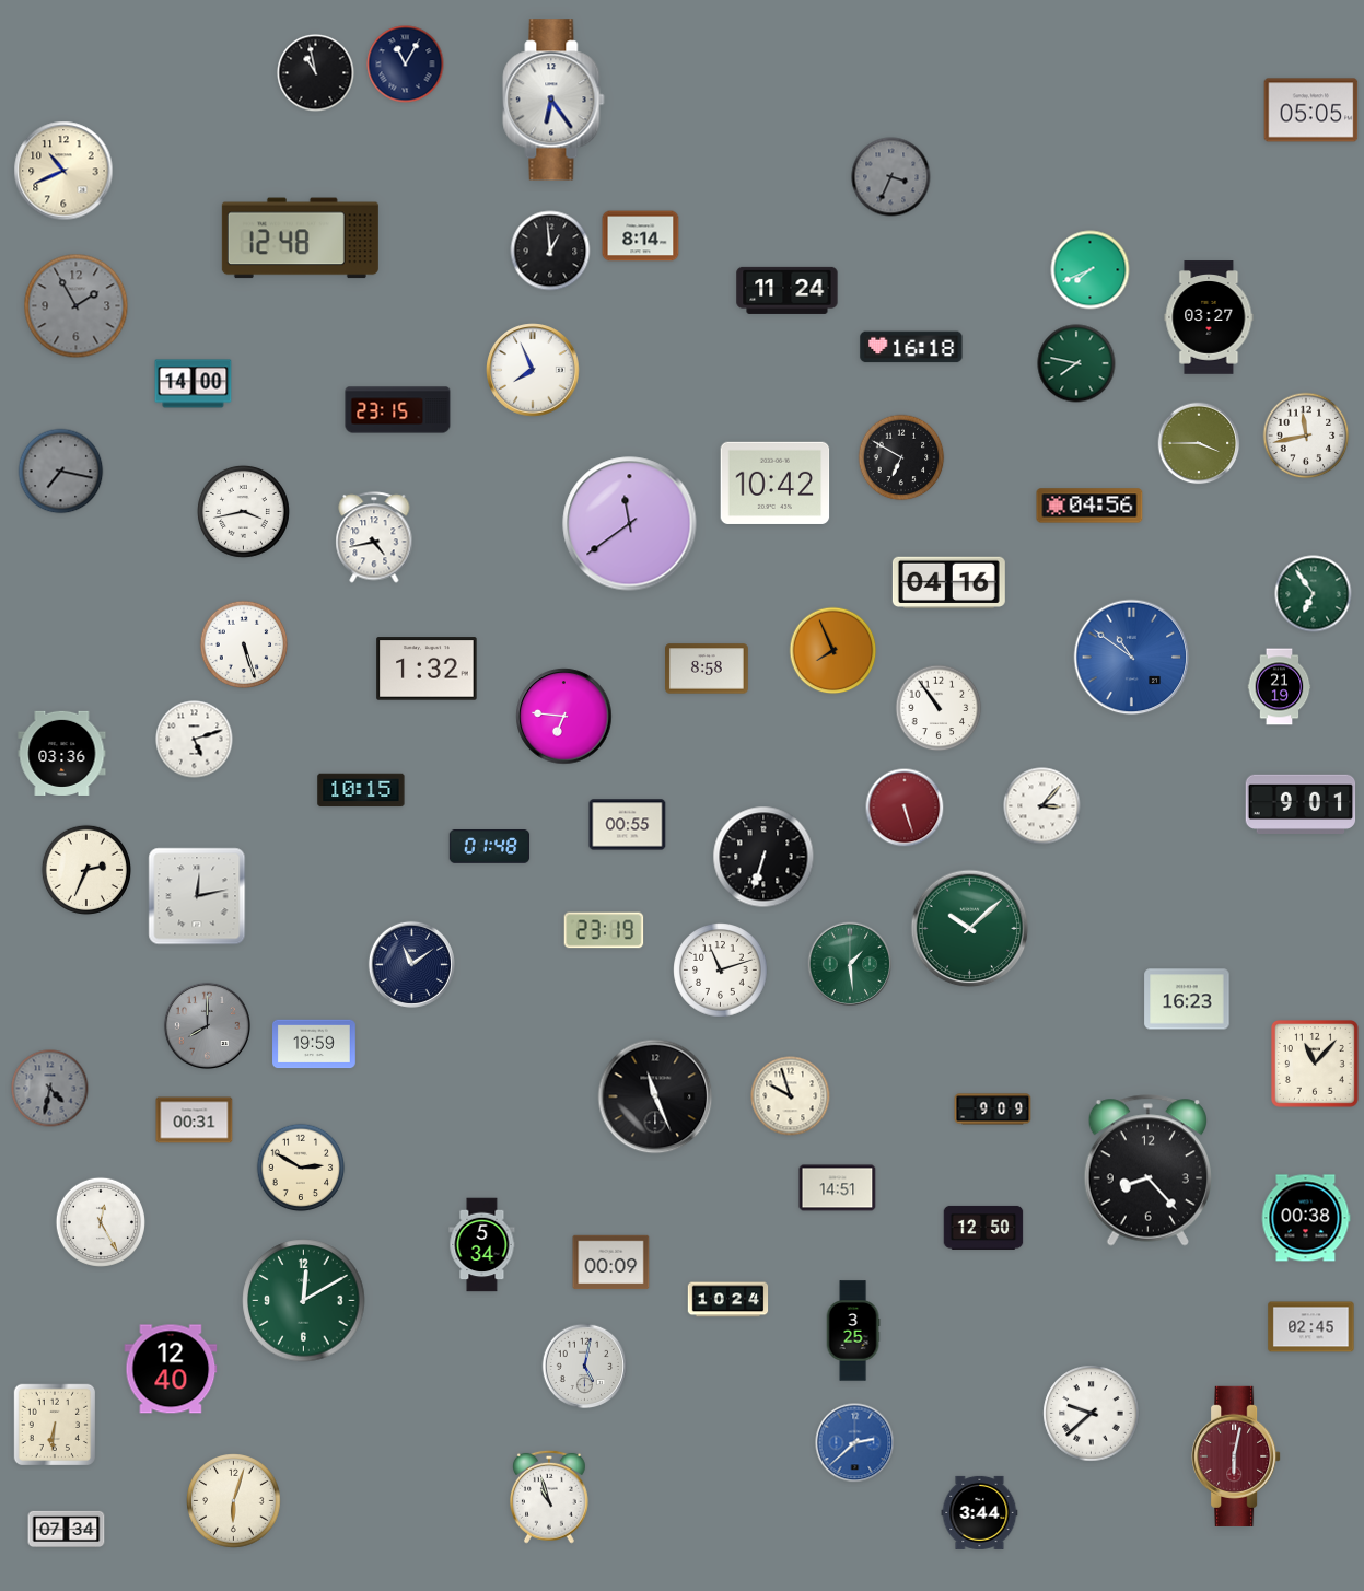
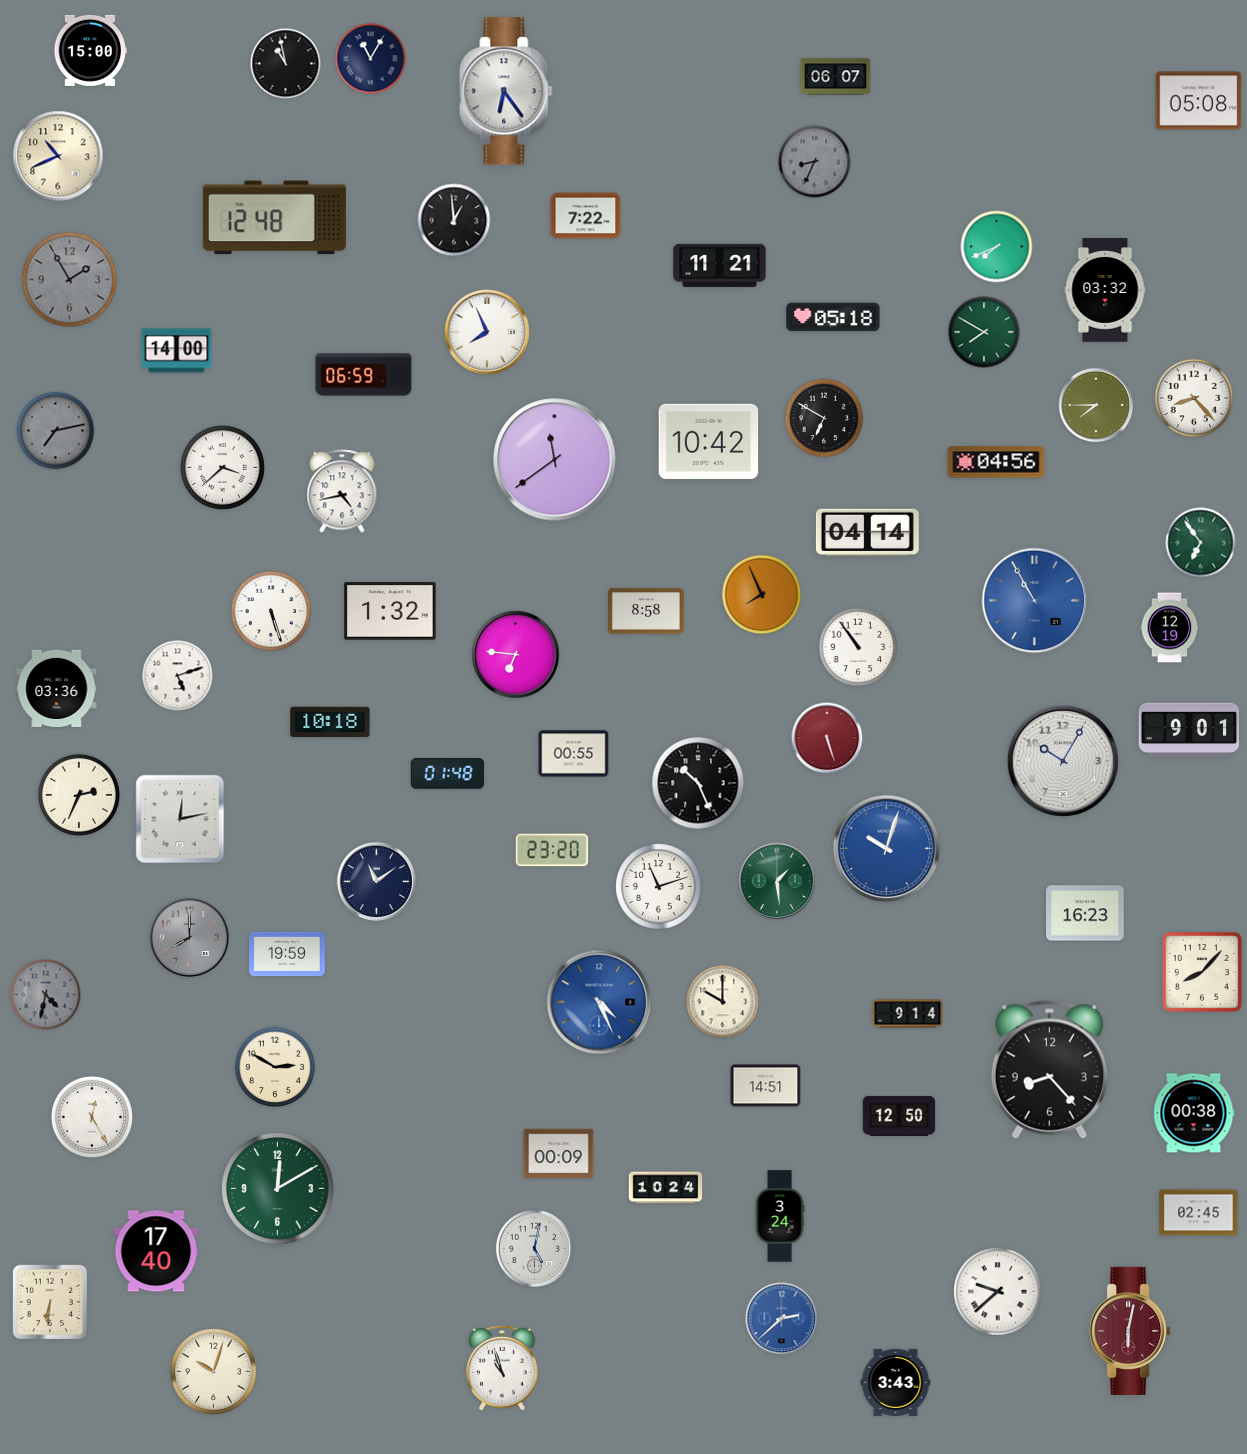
clock at (91, 50): none -> 15:00
clock at (316, 73) position: (316, 73) -> (286, 64)
clock at (836, 77): none -> 06:07
clock at (1311, 111): 05:05 -> 05:08
clock at (891, 177): 3:34 -> 8:34
clock at (641, 236): 8:14 -> 7:22
clock at (550, 251) position: (550, 251) -> (454, 220)
clock at (788, 290): 11:24 -> 11:21
clock at (1209, 317): 03:27 -> 03:32
clock at (911, 347): 16:18 -> 05:18
clock at (1076, 363): 7:47 -> 7:50
clock at (533, 370) position: (533, 370) -> (487, 332)
clock at (398, 410): 23:15 -> 06:59
clock at (1306, 436): 11:43 -> 8:23
clock at (1199, 443): 3:45 -> 7:45
clock at (61, 472): 7:17 -> 7:13
clock at (243, 511): 3:43 -> 3:38
clock at (630, 524) position: (630, 524) -> (555, 460)
clock at (948, 582): 04:16 -> 04:14
clock at (244, 644) position: (244, 644) -> (271, 611)
clock at (1132, 658): 10:51 -> 10:55
clock at (1280, 687): 21:19 -> 12:19
clock at (361, 790): 10:15 -> 10:18
clock at (1301, 803) position: (1301, 803) -> (1189, 729)
clock at (1042, 806): 3:07 -> none
clock at (1063, 761): none -> 10:05
clock at (763, 857): 6:33 -> 10:26
clock at (970, 929): 10:08 -> 10:03
clock at (970, 929) dial: green -> blue
clock at (604, 930): 23:19 -> 23:20
clock at (1315, 1064): 11:07 -> 8:07
clock at (655, 1096): 11:26 -> 4:26
clock at (655, 1096) dial: black -> blue
clock at (791, 1096): 9:57 -> 10:00
clock at (993, 1110): 9:09 -> 9:14
clock at (195, 1120): 00:31 -> none
clock at (983, 1228) position: (983, 1228) -> (899, 1116)
clock at (482, 1245): 5:34 -> none
clock at (853, 1331): 3:25 -> 3:24
clock at (171, 1369): 12:40 -> 17:40
clock at (234, 1501): 6:03 -> 10:03
clock at (980, 1512): 3:44 -> 3:43
clock at (67, 1529): 07:34 -> none
